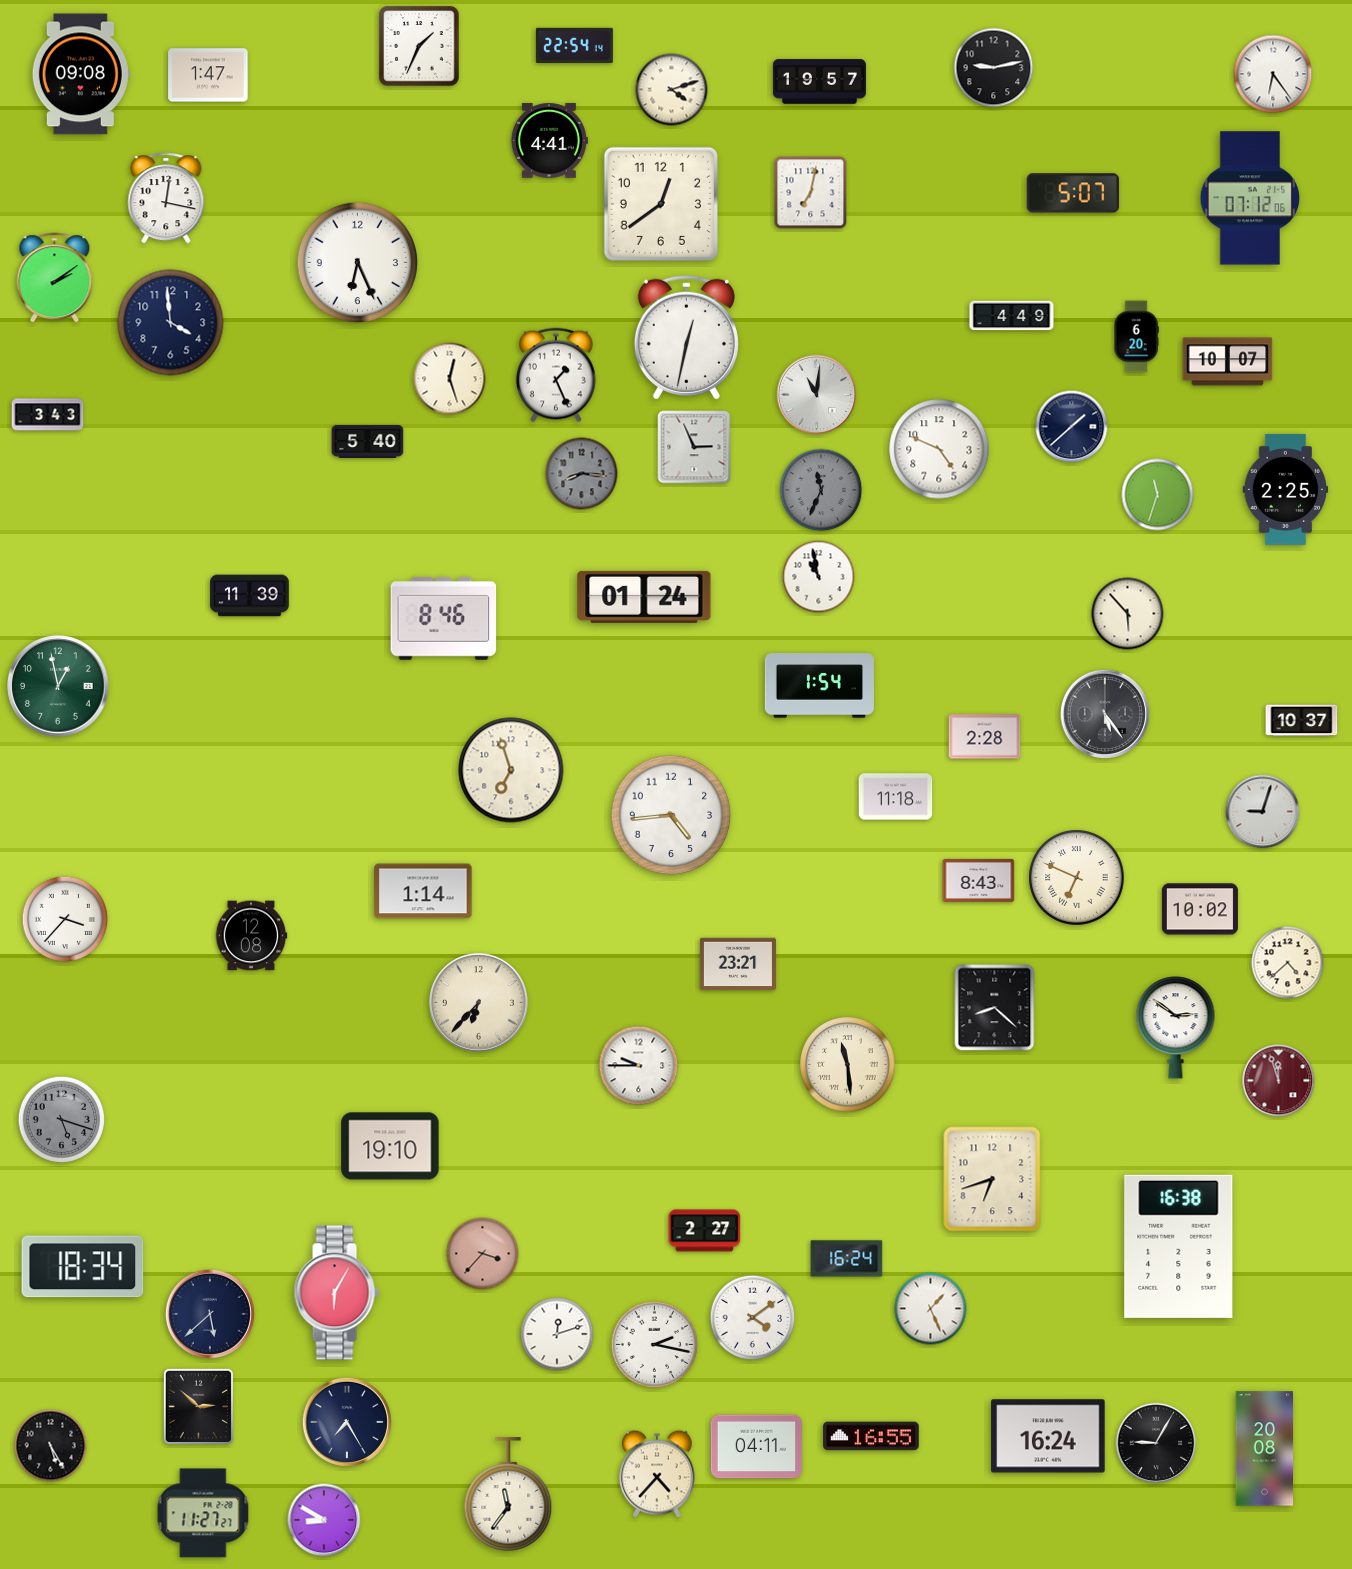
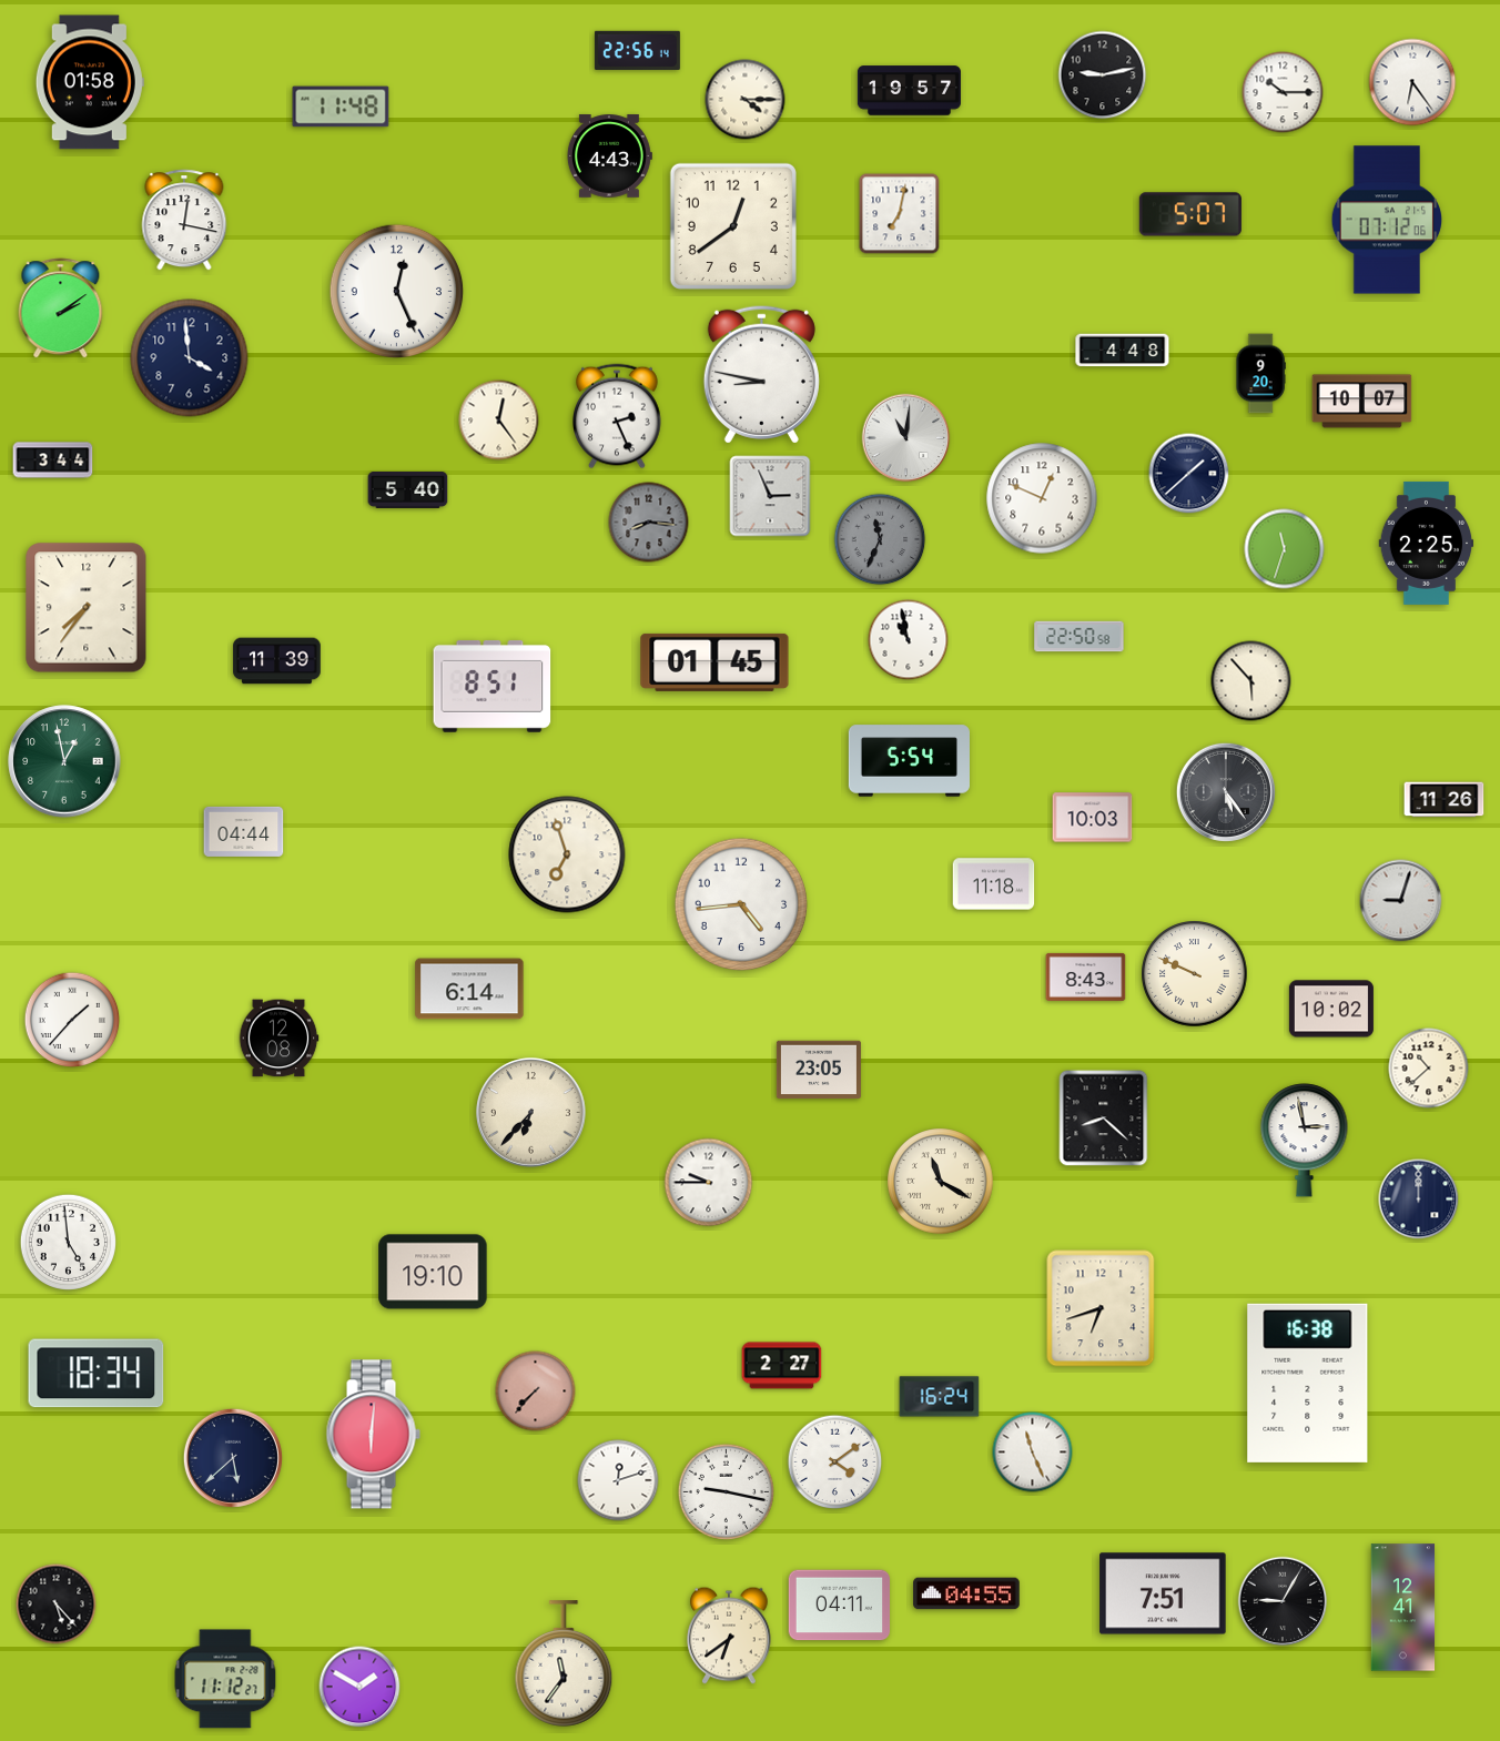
clock at (574, 45): 22:54 -> 22:56
clock at (419, 46): 1:34 -> none
clock at (81, 74): 09:08 -> 01:58
clock at (208, 75): 1:47 -> none
clock at (1283, 92): none -> 10:15
clock at (672, 90): 4:12 -> 4:15
clock at (341, 107): none -> 11:48
clock at (549, 141): 4:41 -> 4:43
clock at (358, 263): 6:26 -> 12:26
clock at (1012, 316): 4:49 -> 4:48
clock at (686, 337): 12:32 -> 8:47
clock at (1136, 337): 6:20 -> 9:20
clock at (557, 375): 1:26 -> 2:26
clock at (450, 379): 12:27 -> 12:24
clock at (48, 415): 3:43 -> 3:44
clock at (939, 449): 4:49 -> 12:49
clock at (582, 474) position: (582, 474) -> (649, 523)
clock at (821, 490) position: (821, 490) -> (880, 539)
clock at (87, 608): none -> 7:36
clock at (1080, 637): none -> 22:50
clock at (644, 597): 01:24 -> 01:45
clock at (444, 618): 8:46 -> 8:51
clock at (819, 686): 1:54 -> 5:54
clock at (1302, 721): 10:37 -> 11:26
clock at (985, 737): 2:28 -> 10:03
clock at (244, 831): none -> 04:44
clock at (671, 815) position: (671, 815) -> (741, 904)
clock at (1077, 878): 6:49 -> 9:49
clock at (423, 891): 1:14 -> 6:14
clock at (65, 919): 3:37 -> 1:37
clock at (1288, 963): 4:38 -> 10:38
clock at (738, 964): 23:21 -> 23:05
clock at (1176, 1028): 2:51 -> 2:58
clock at (848, 1065): 11:29 -> 11:20
clock at (1279, 1081): 11:57 -> 12:00
clock at (1279, 1081) dial: burgundy -> navy
clock at (61, 1119): 5:18 -> 4:59
clock at (61, 1119) dial: grey -> white
clock at (483, 1254): 3:37 -> 7:37
clock at (83, 1267) position: (83, 1267) -> (97, 1374)
clock at (336, 1293): 6:05 -> 6:01
clock at (931, 1309): 1:26 -> 11:26
clock at (654, 1344): 2:17 -> 9:17
clock at (198, 1406): 2:52 -> none
clock at (347, 1422): 7:25 -> none
clock at (871, 1436): 16:55 -> 04:55
clock at (1048, 1436): 16:24 -> 7:51
clock at (51, 1446): 5:25 -> 5:23
clock at (1265, 1449): 20:08 -> 12:41
clock at (657, 1474): 4:37 -> 6:39
clock at (508, 1494) position: (508, 1494) -> (564, 1663)
clock at (203, 1513): 11:27 -> 11:12
clock at (324, 1520): 8:50 -> 1:50
